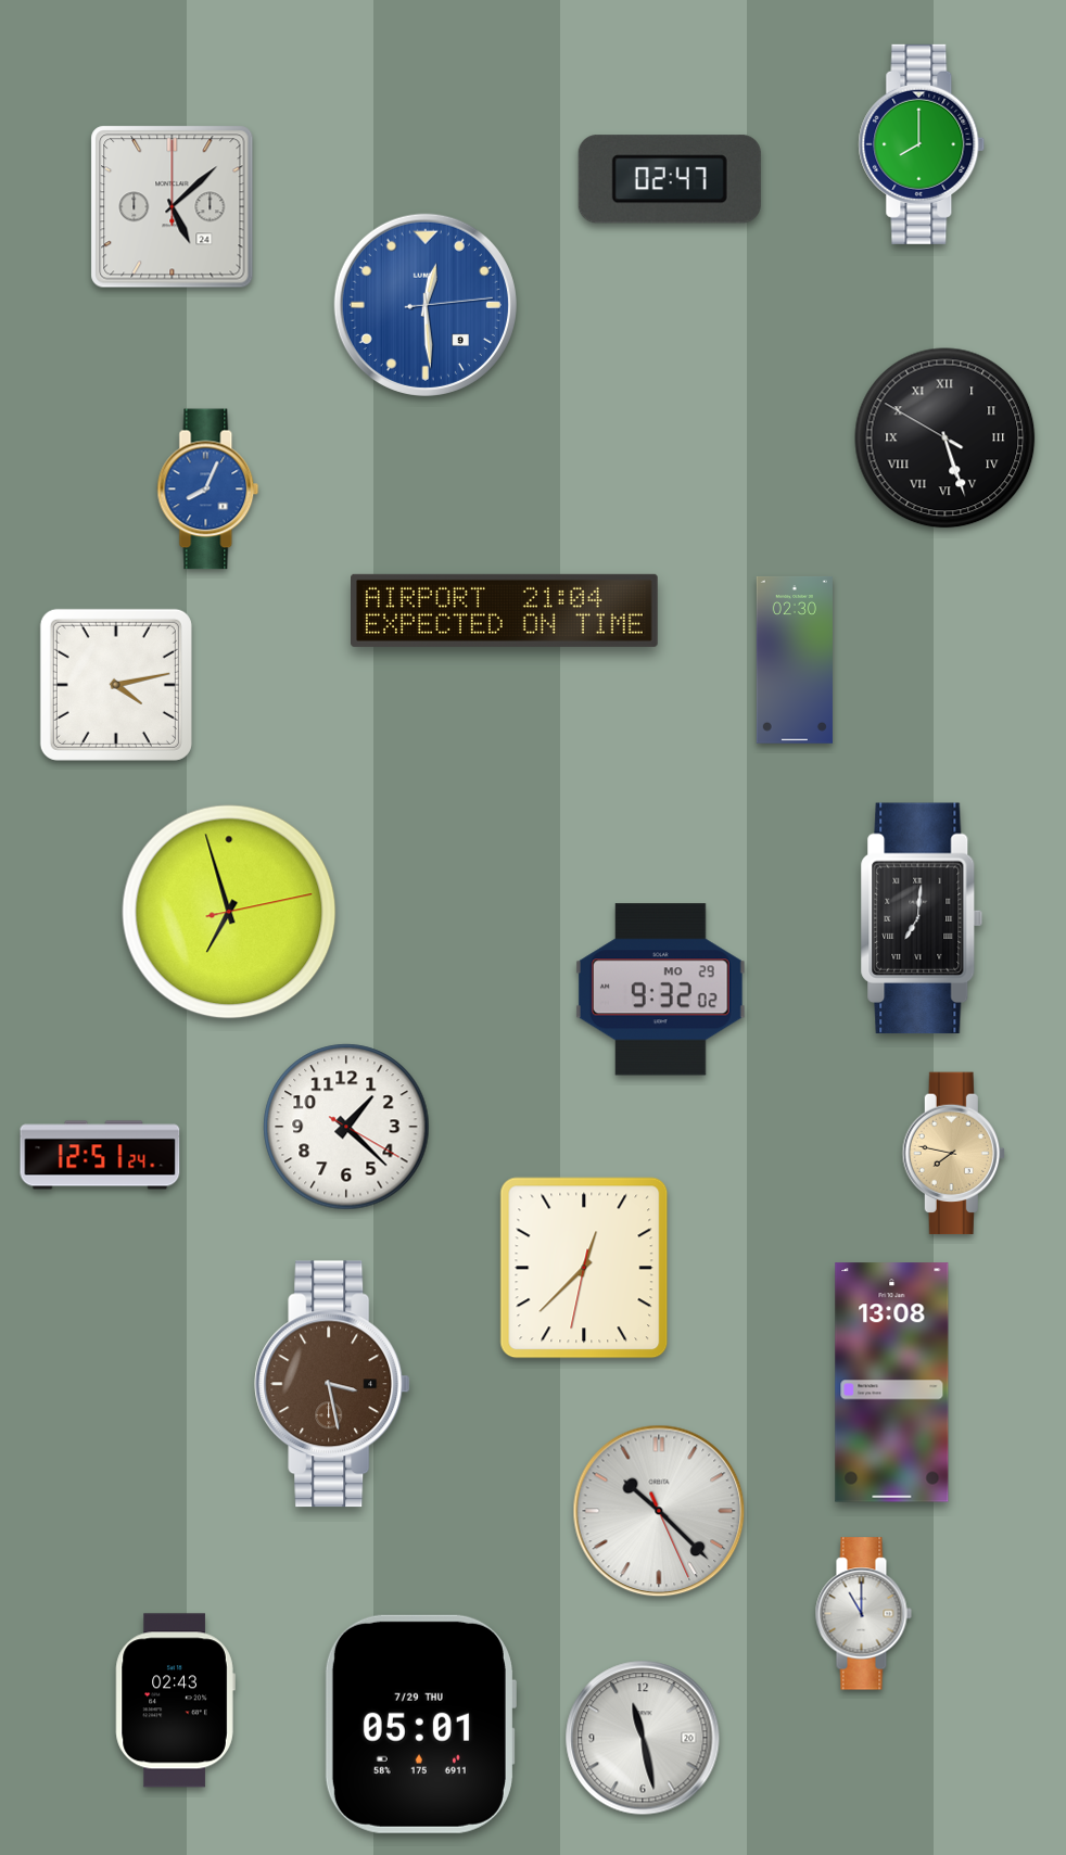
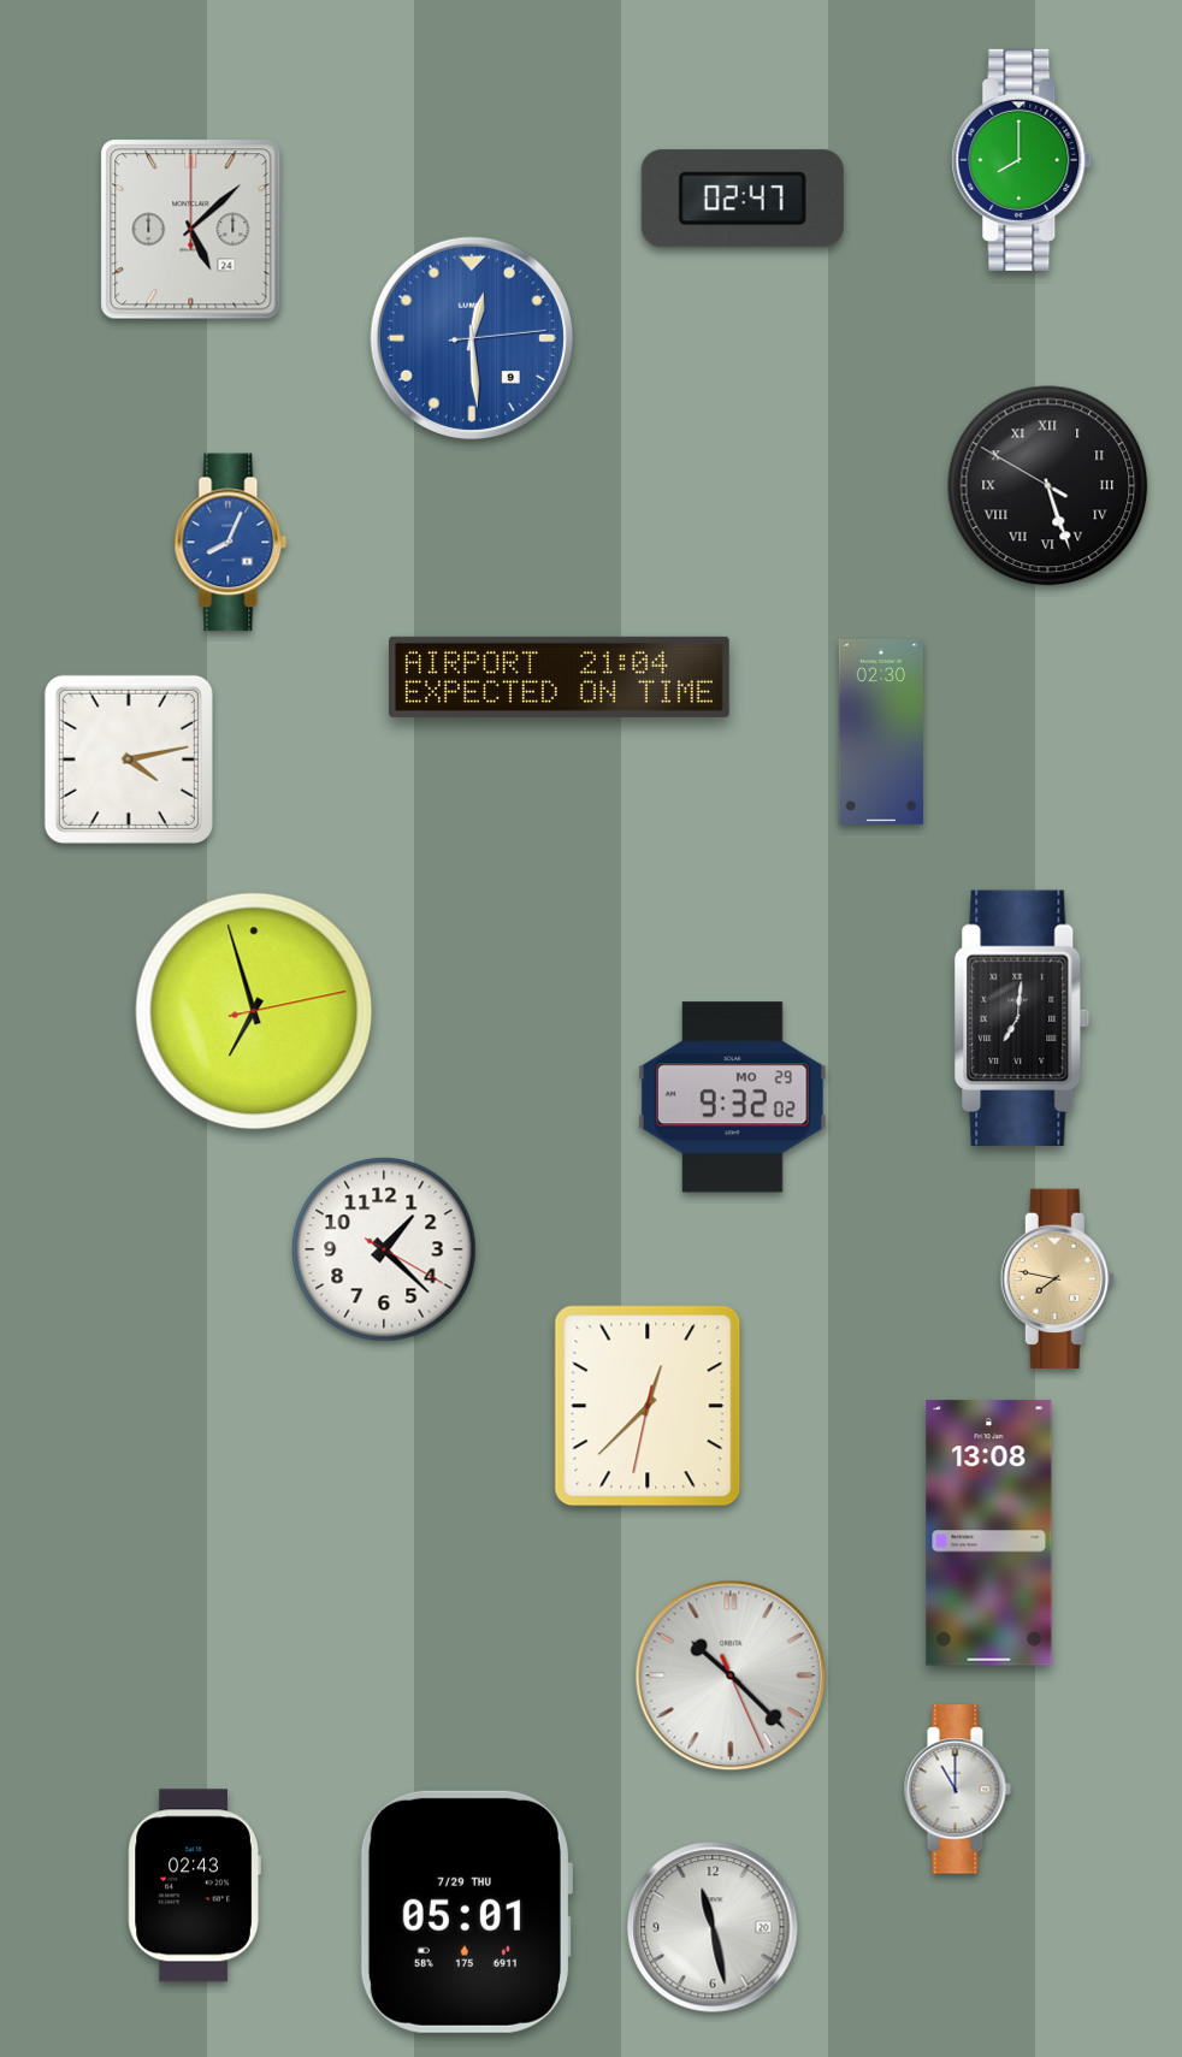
clock at (100, 1155): 12:51 -> none
clock at (332, 1384): 3:28 -> none
